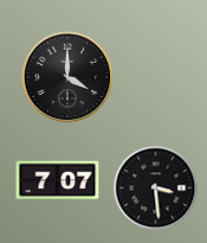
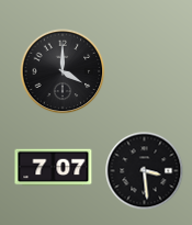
clock at (156, 188) position: (156, 188) -> (145, 171)
